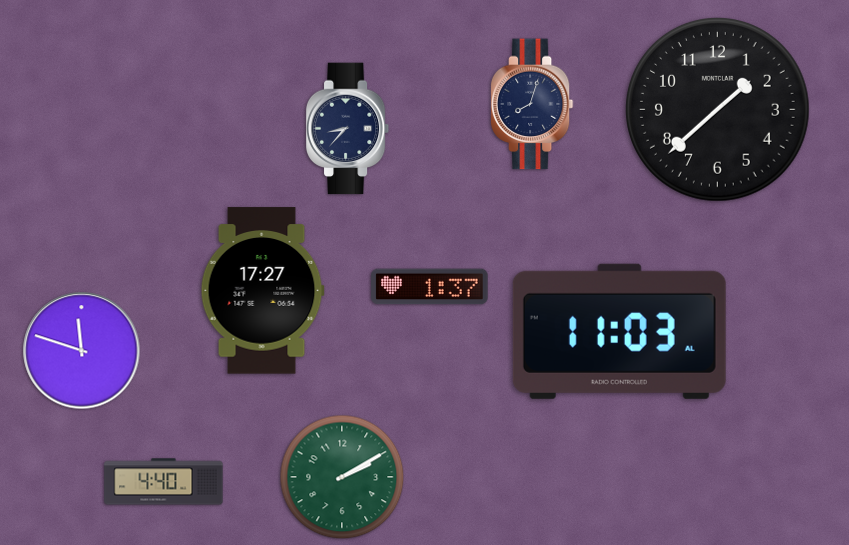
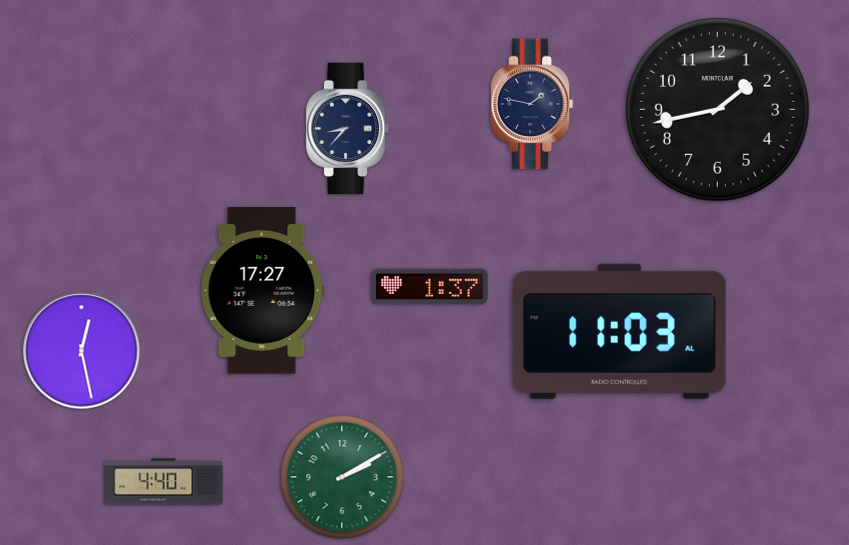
clock at (532, 104): 8:03 -> 1:47
clock at (718, 110): 1:38 -> 1:43
clock at (82, 351): 11:48 -> 12:28
